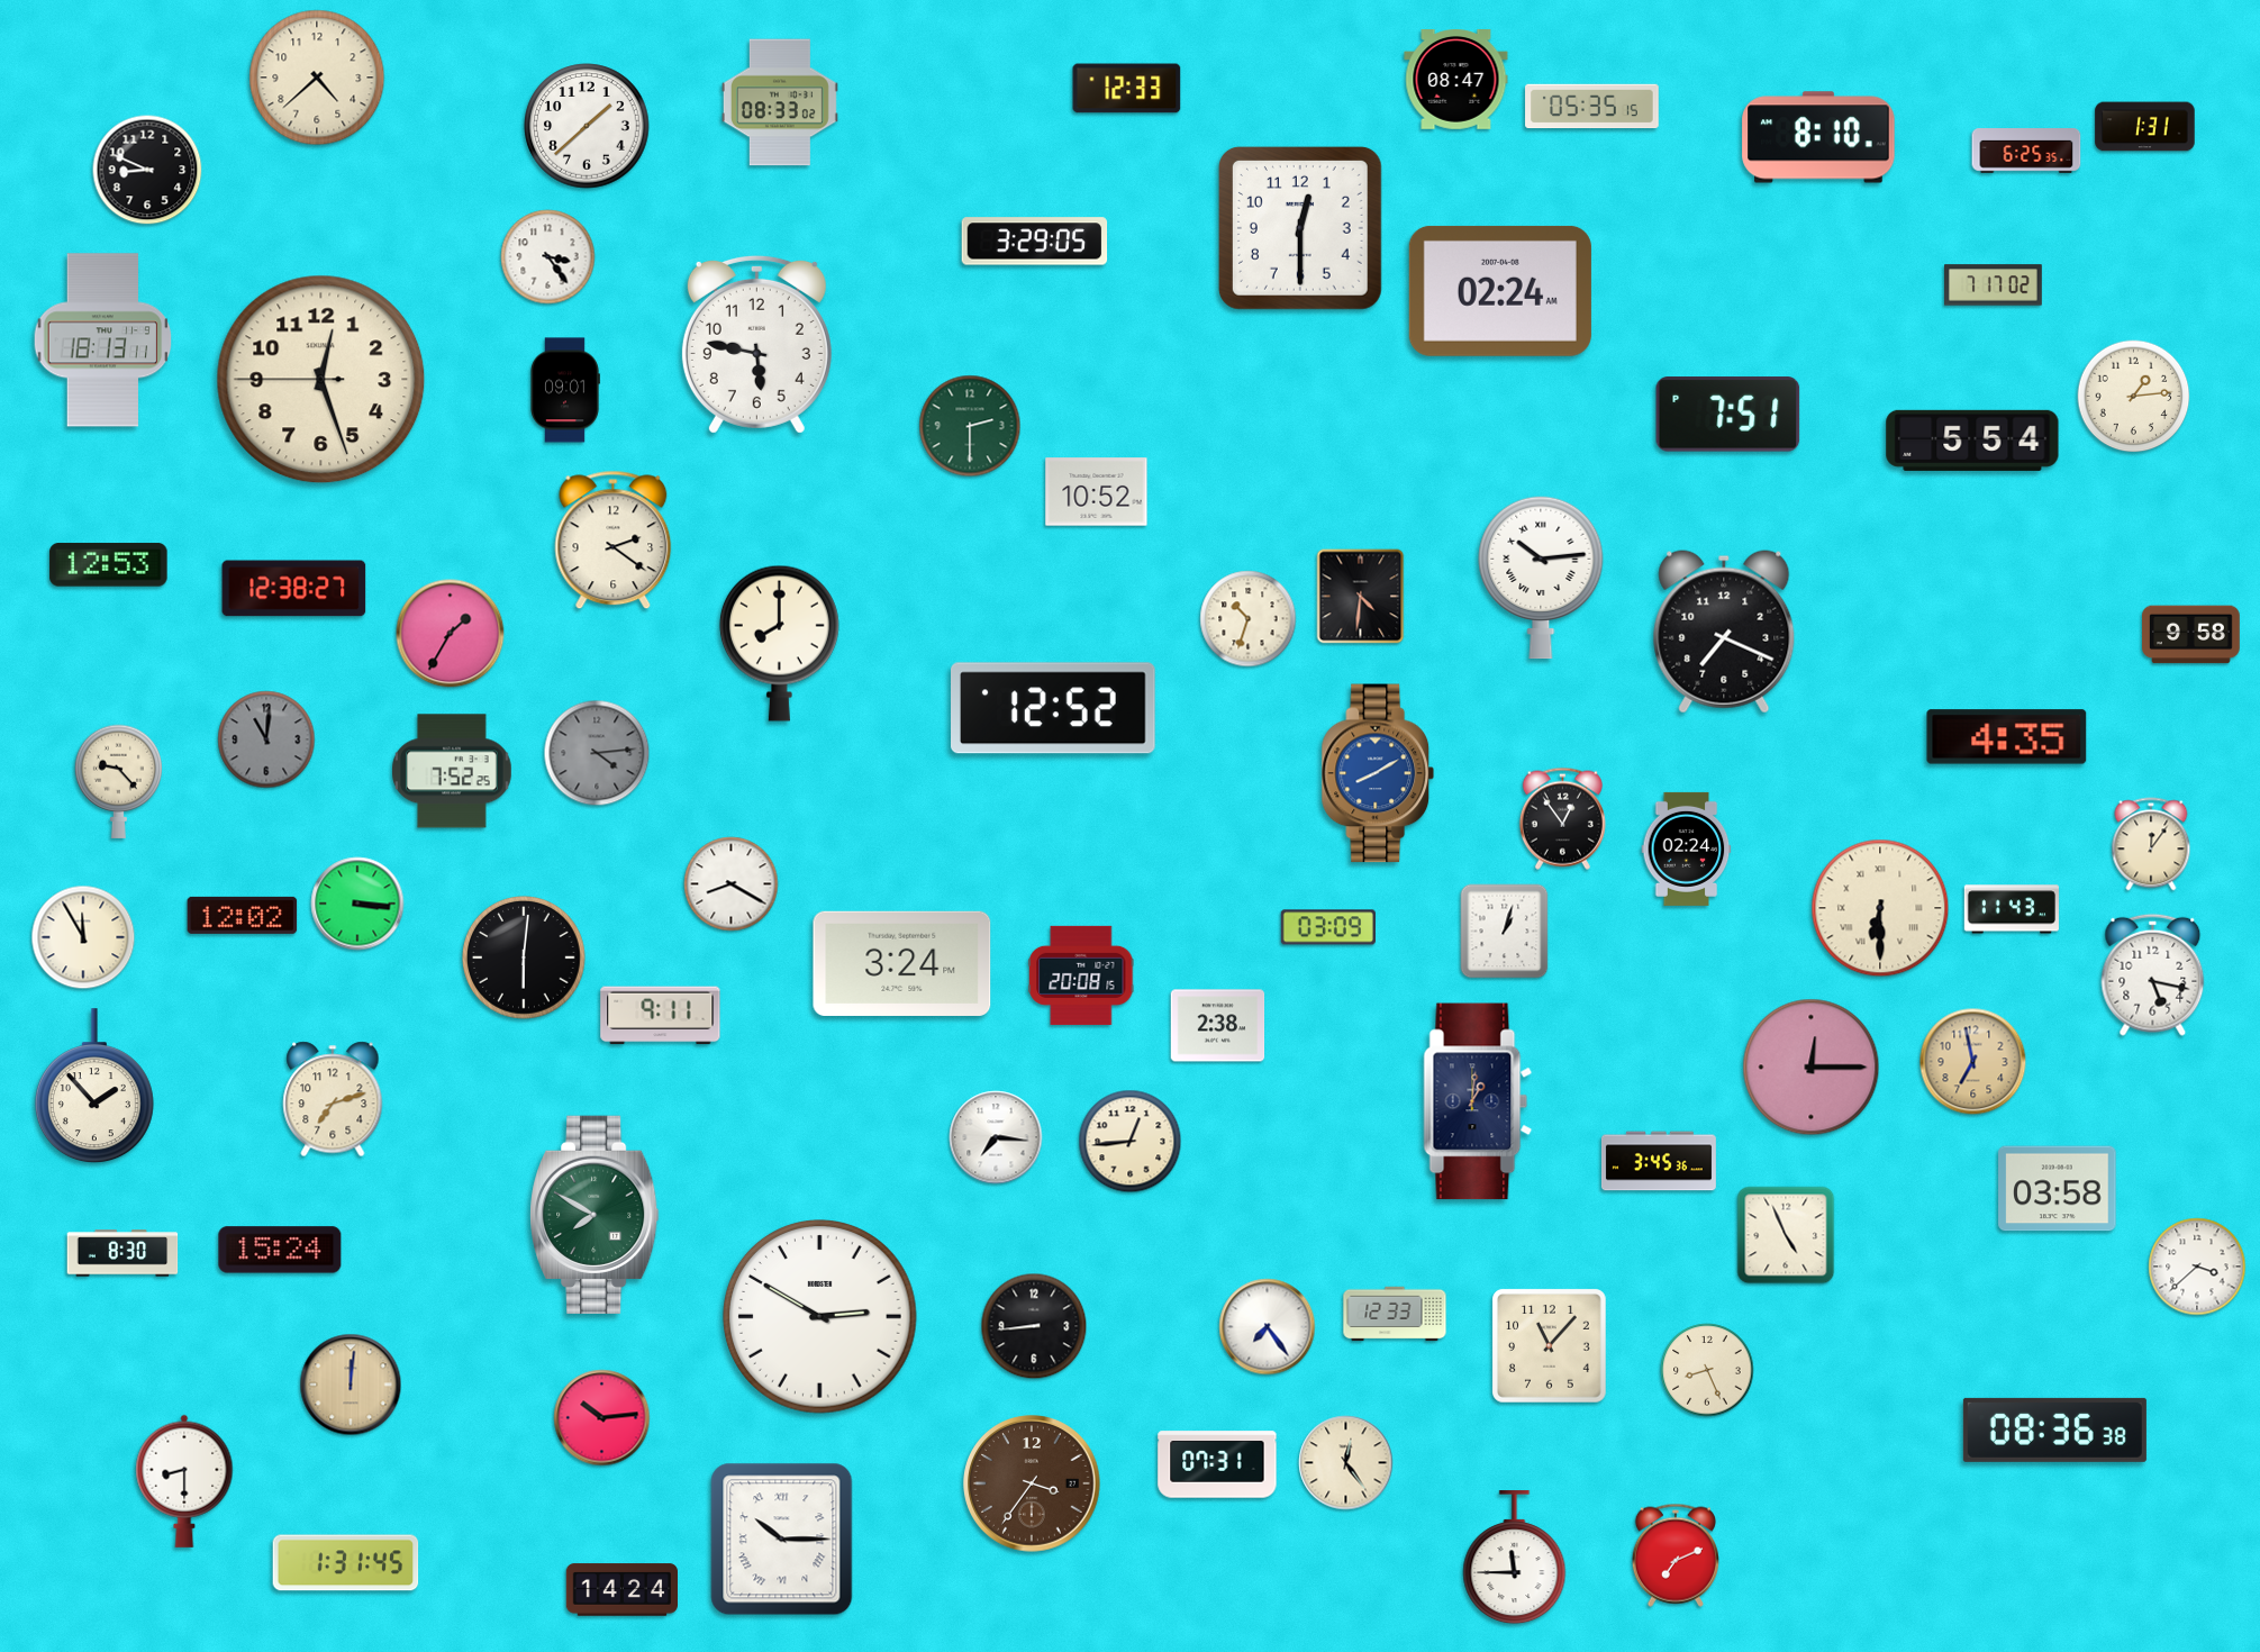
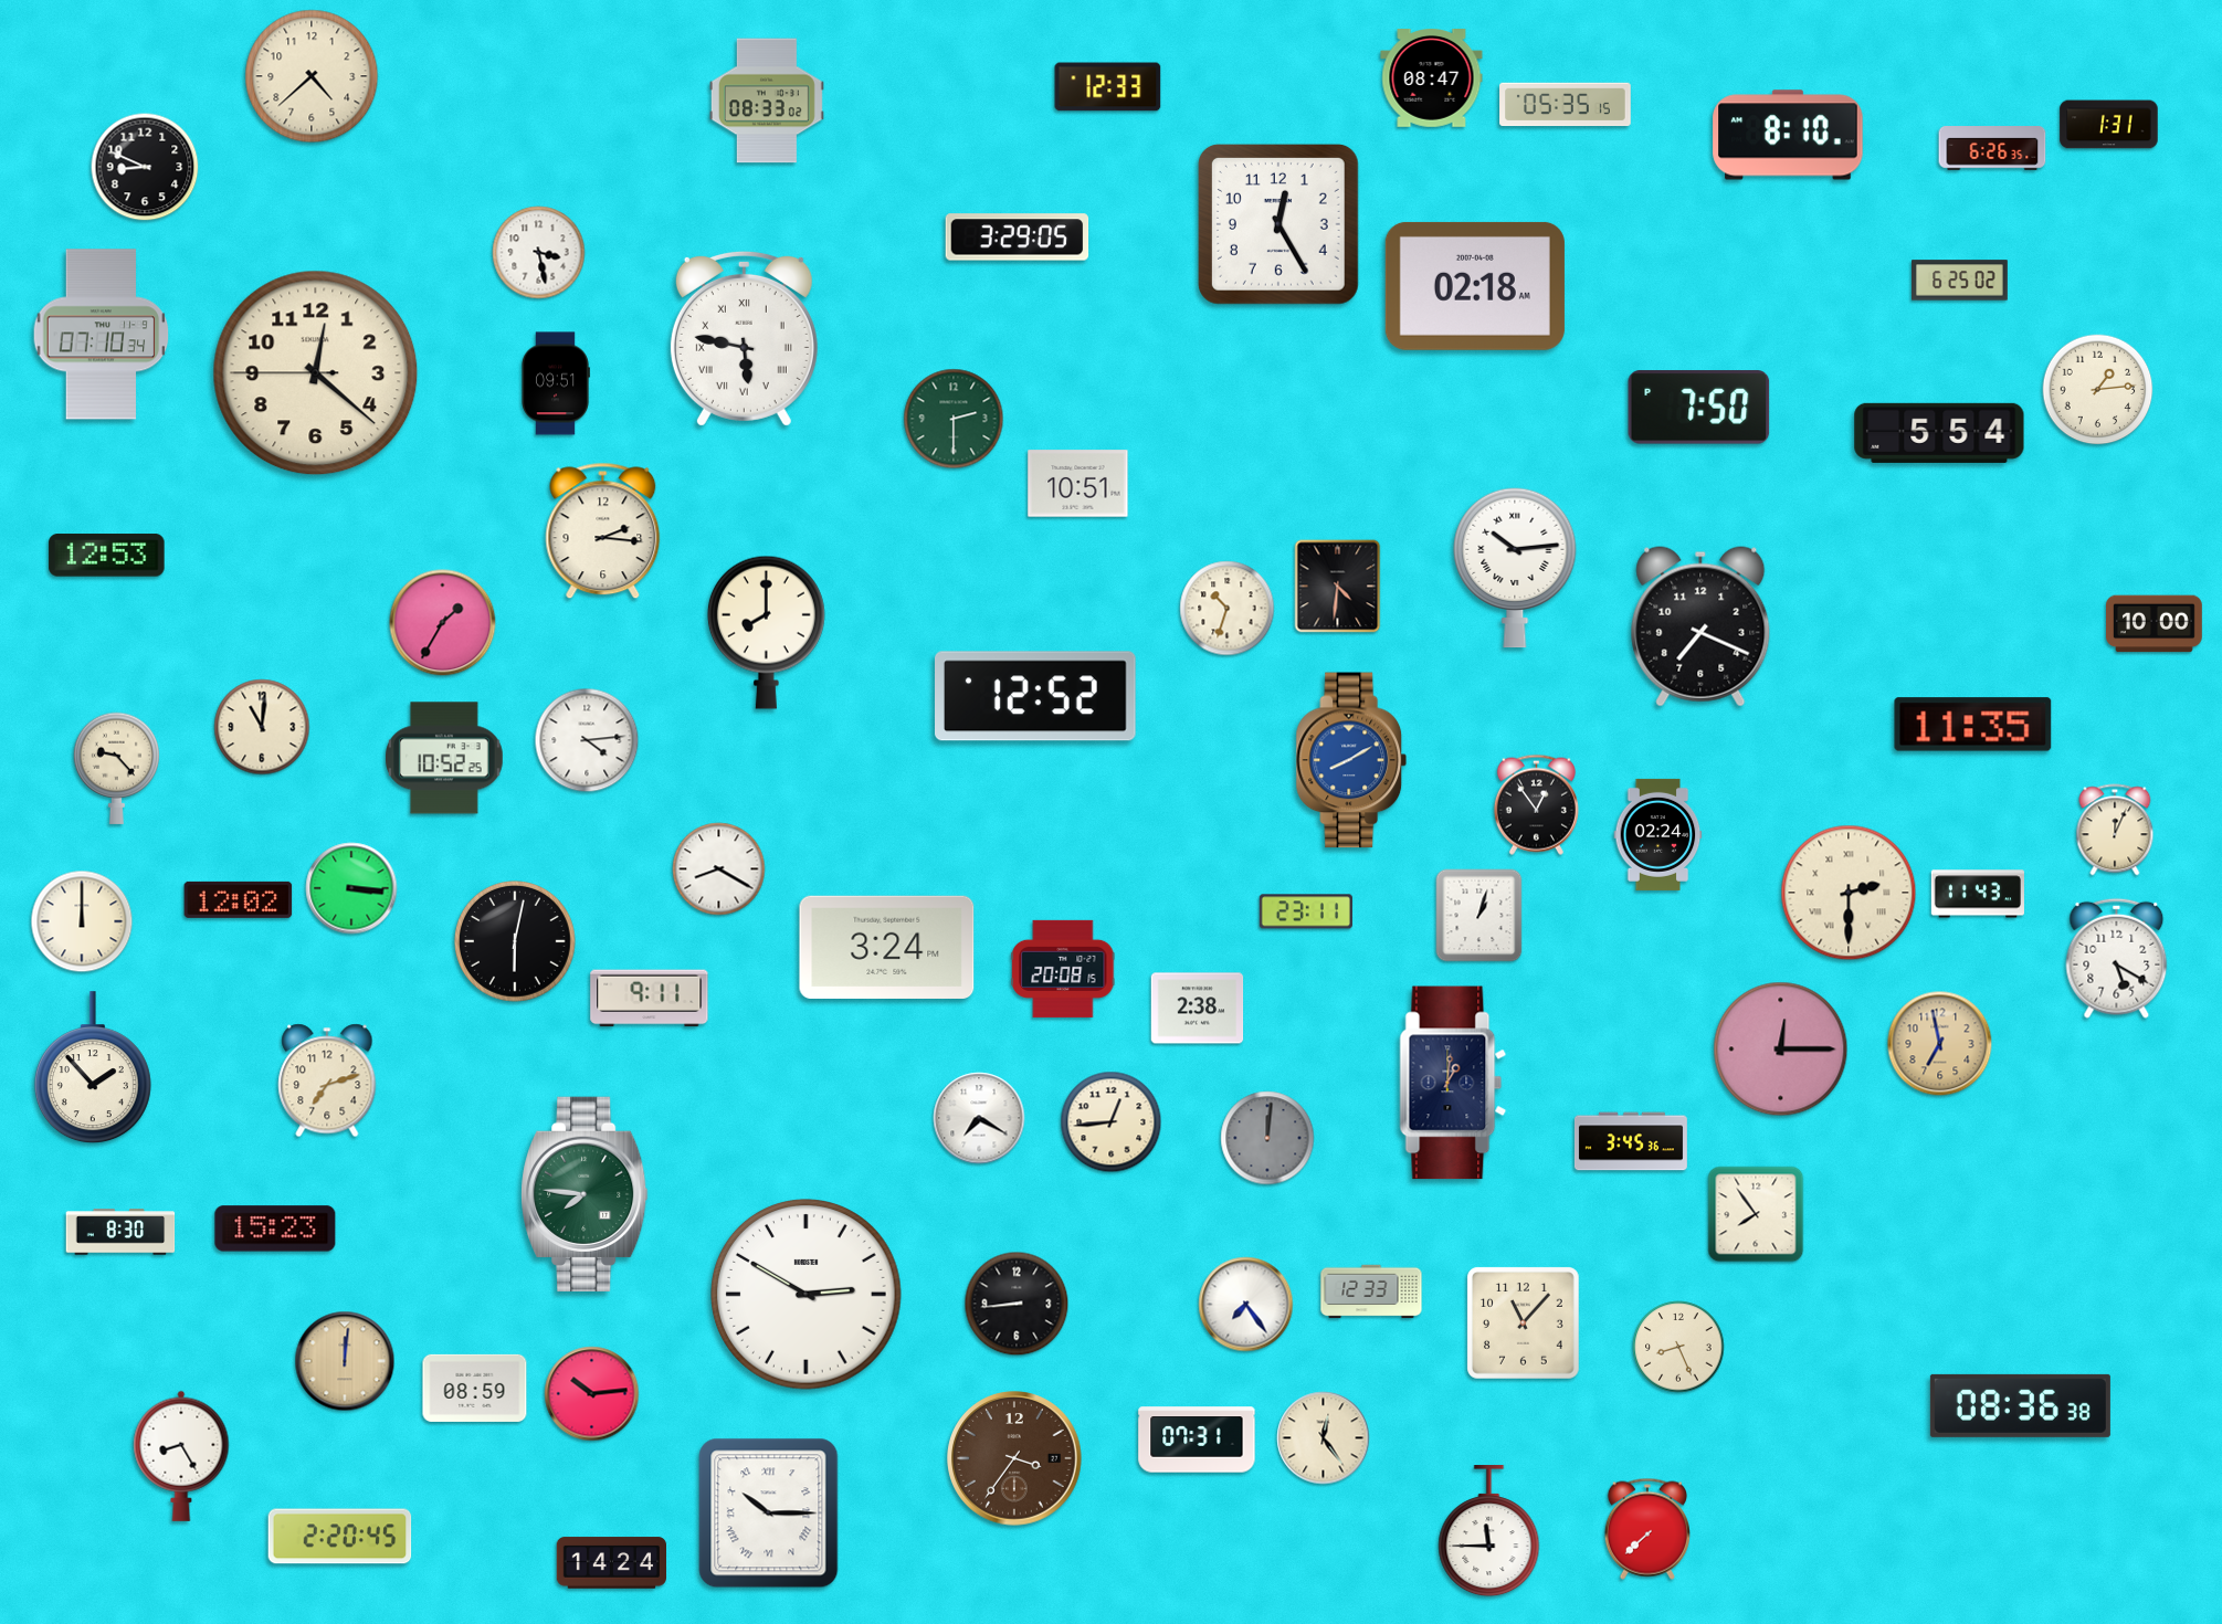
clock at (587, 126): 1:38 -> none
clock at (2026, 152): 6:25 -> 6:26
clock at (1300, 228): 12:30 -> 12:25
clock at (548, 257): 3:24 -> 3:28
clock at (1994, 285): 7:17 -> 6:25
clock at (1500, 291): 02:24 -> 02:18
clock at (103, 341): 18:13 -> 07:10
clock at (756, 344) numerals: Arabic -> Roman
clock at (321, 380): 12:26 -> 12:21
clock at (565, 390): 09:01 -> 09:51
clock at (1728, 415): 7:51 -> 7:50
clock at (1097, 492): 10:52 -> 10:51
clock at (614, 541): 2:21 -> 2:16
clock at (294, 589): 12:38 -> none
clock at (1724, 632) position: (1724, 632) -> (1700, 626)
clock at (2191, 635): 9:58 -> 10:00
clock at (2007, 737): 4:35 -> 11:35
clock at (266, 739) dial: grey -> cream
clock at (597, 753) dial: grey -> white
clock at (453, 771): 7:52 -> 10:52
clock at (1378, 773) position: (1378, 773) -> (1351, 760)
clock at (2151, 844): 12:06 -> 12:04
clock at (1880, 908): 6:30 -> 2:30
clock at (1328, 927): 03:09 -> 23:11
clock at (83, 937): 11:55 -> 12:00
clock at (525, 959): 6:01 -> 6:02
clock at (2153, 974): 5:17 -> 5:20
clock at (1081, 975) position: (1081, 975) -> (1063, 969)
clock at (996, 1137): 7:16 -> 7:20
clock at (1267, 1138): none -> 12:01
clock at (2058, 1189): 03:58 -> none
clock at (595, 1215): 7:50 -> 7:46
clock at (1786, 1235): 4:56 -> 7:54
clock at (280, 1250): 15:24 -> 15:23
clock at (2197, 1267): 3:38 -> none
clock at (475, 1388): none -> 08:59
clock at (184, 1481): 8:30 -> 8:25
clock at (1676, 1555): 7:11 -> 7:38
clock at (346, 1563): 1:31 -> 2:20
